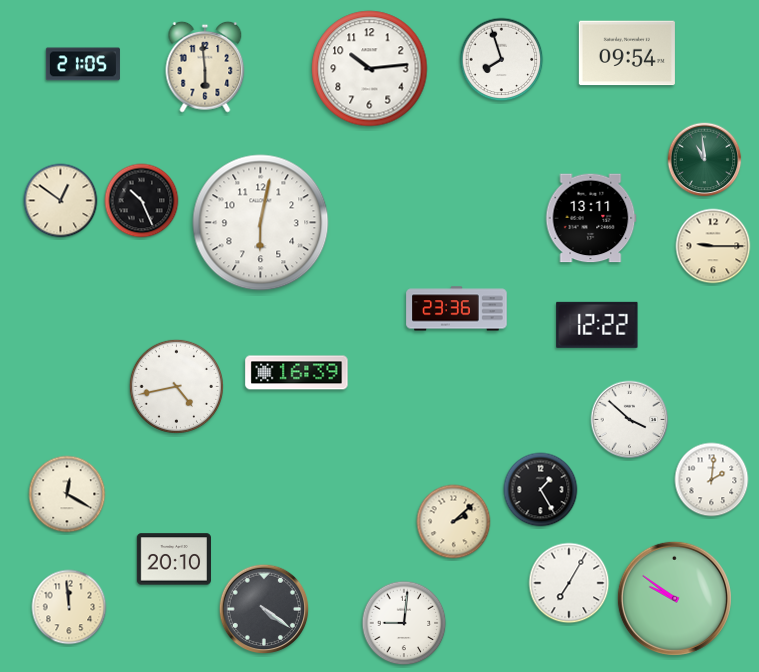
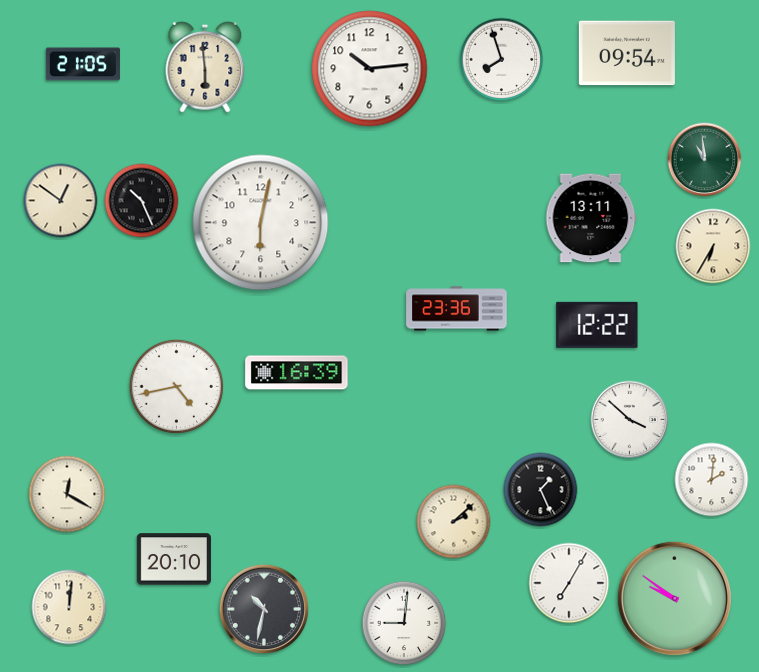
clock at (713, 246): 9:15 -> 6:35
clock at (541, 490): 1:25 -> 1:26
clock at (69, 607): 11:59 -> 12:01
clock at (264, 609): 4:21 -> 10:32
